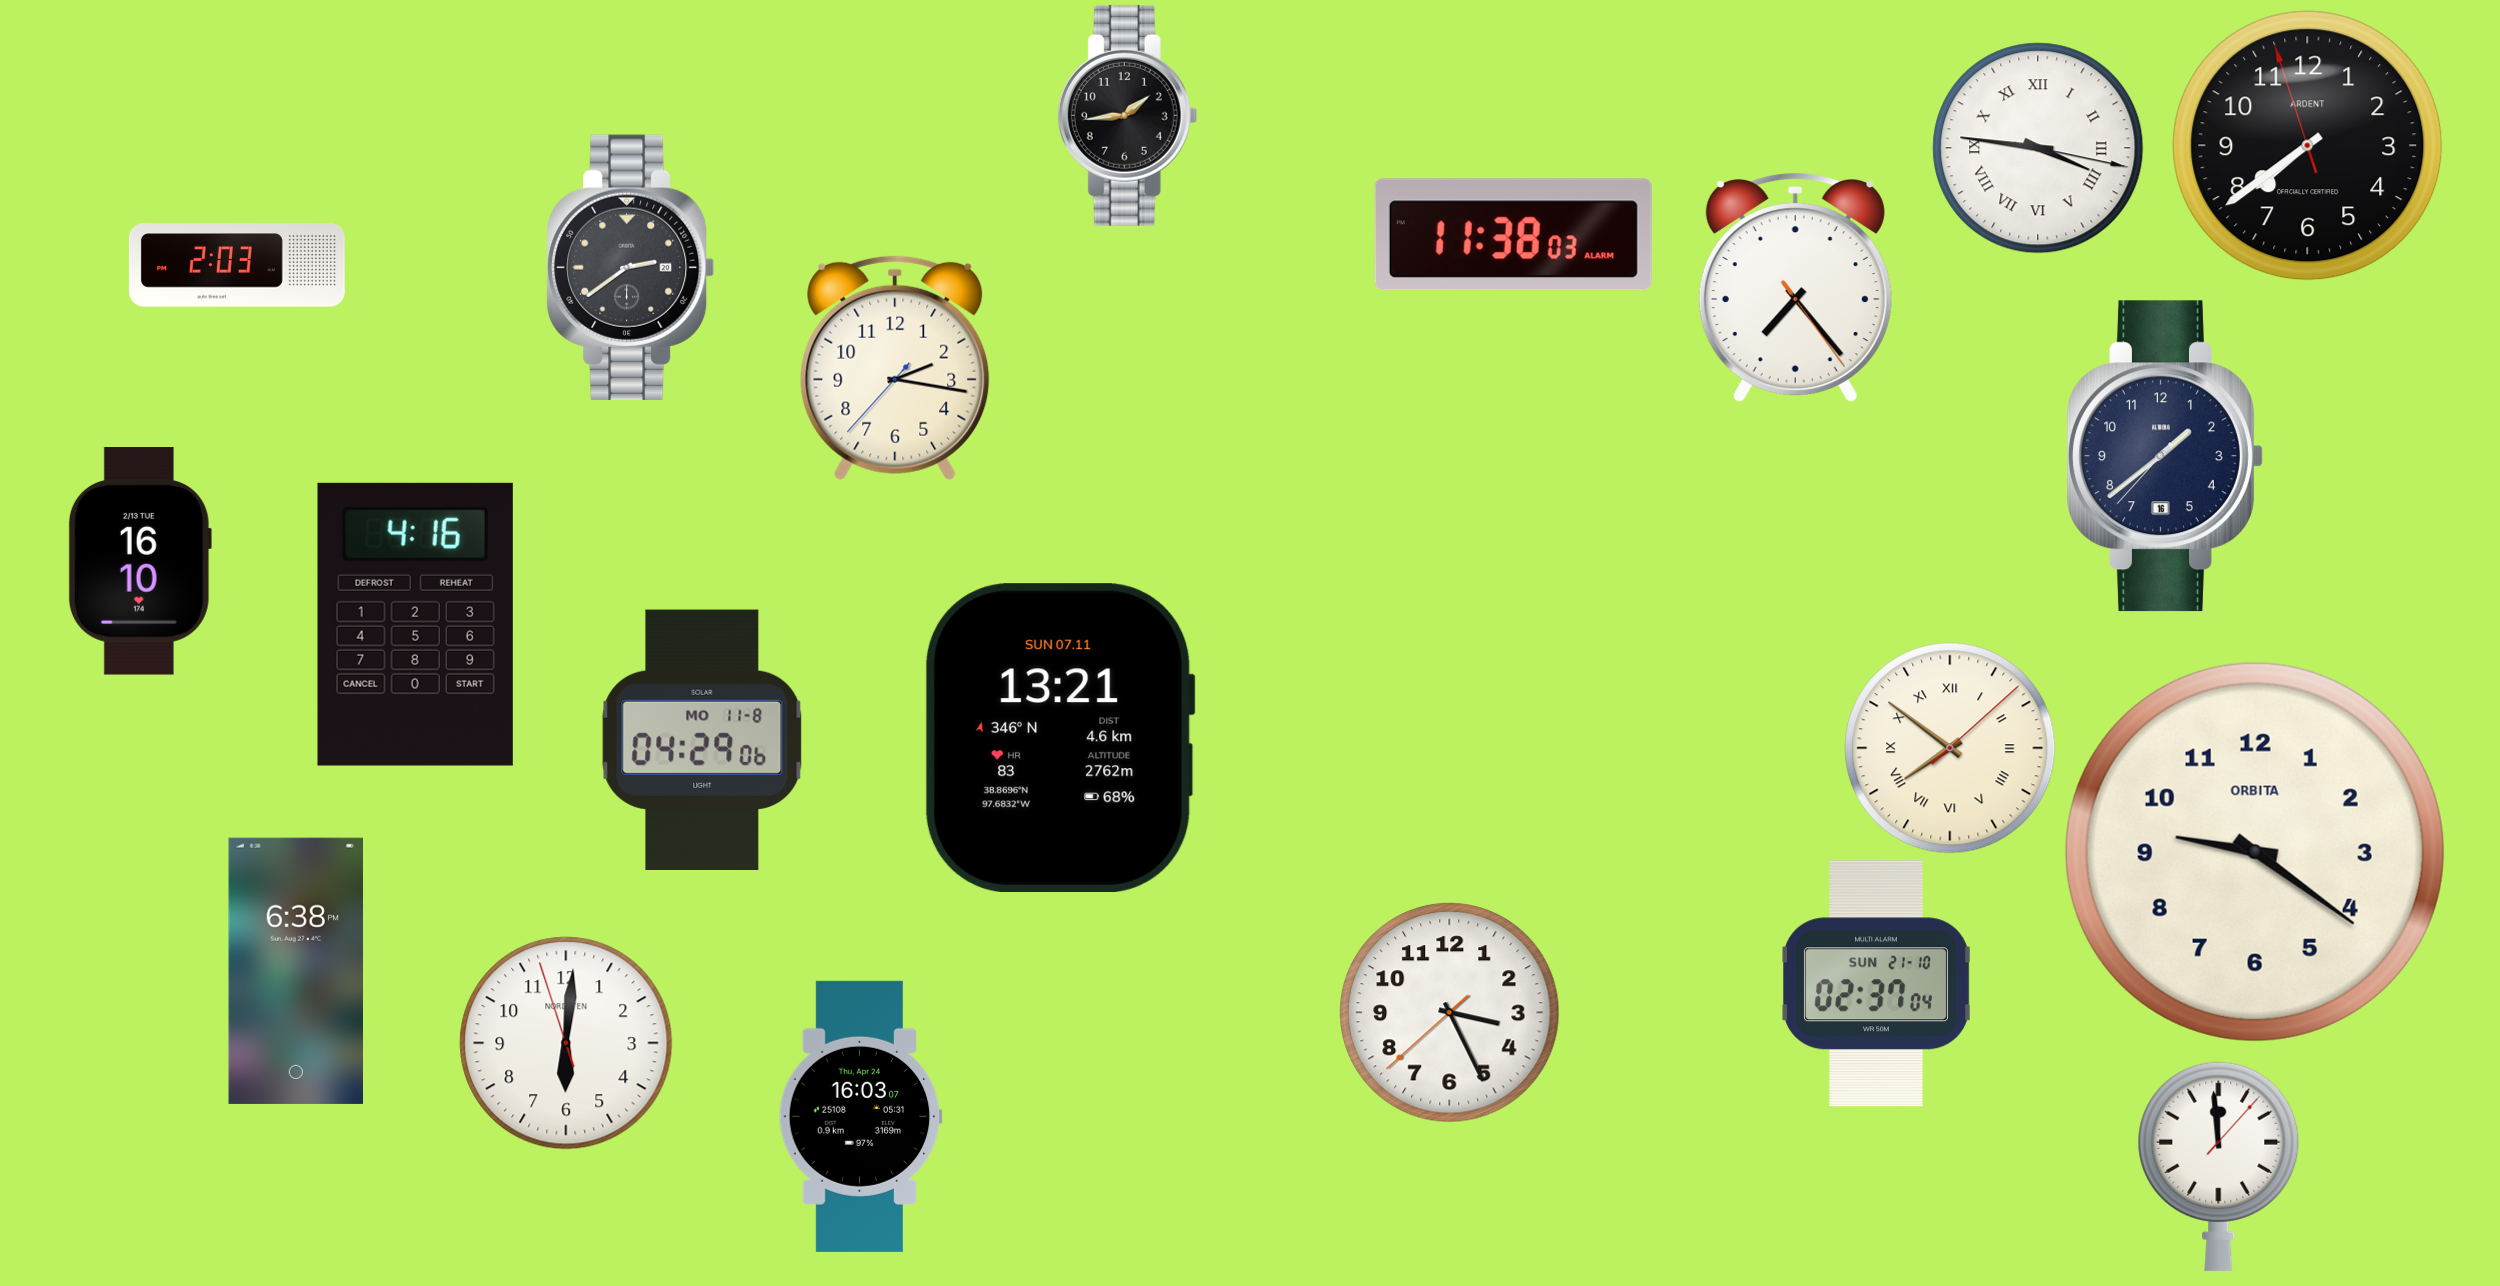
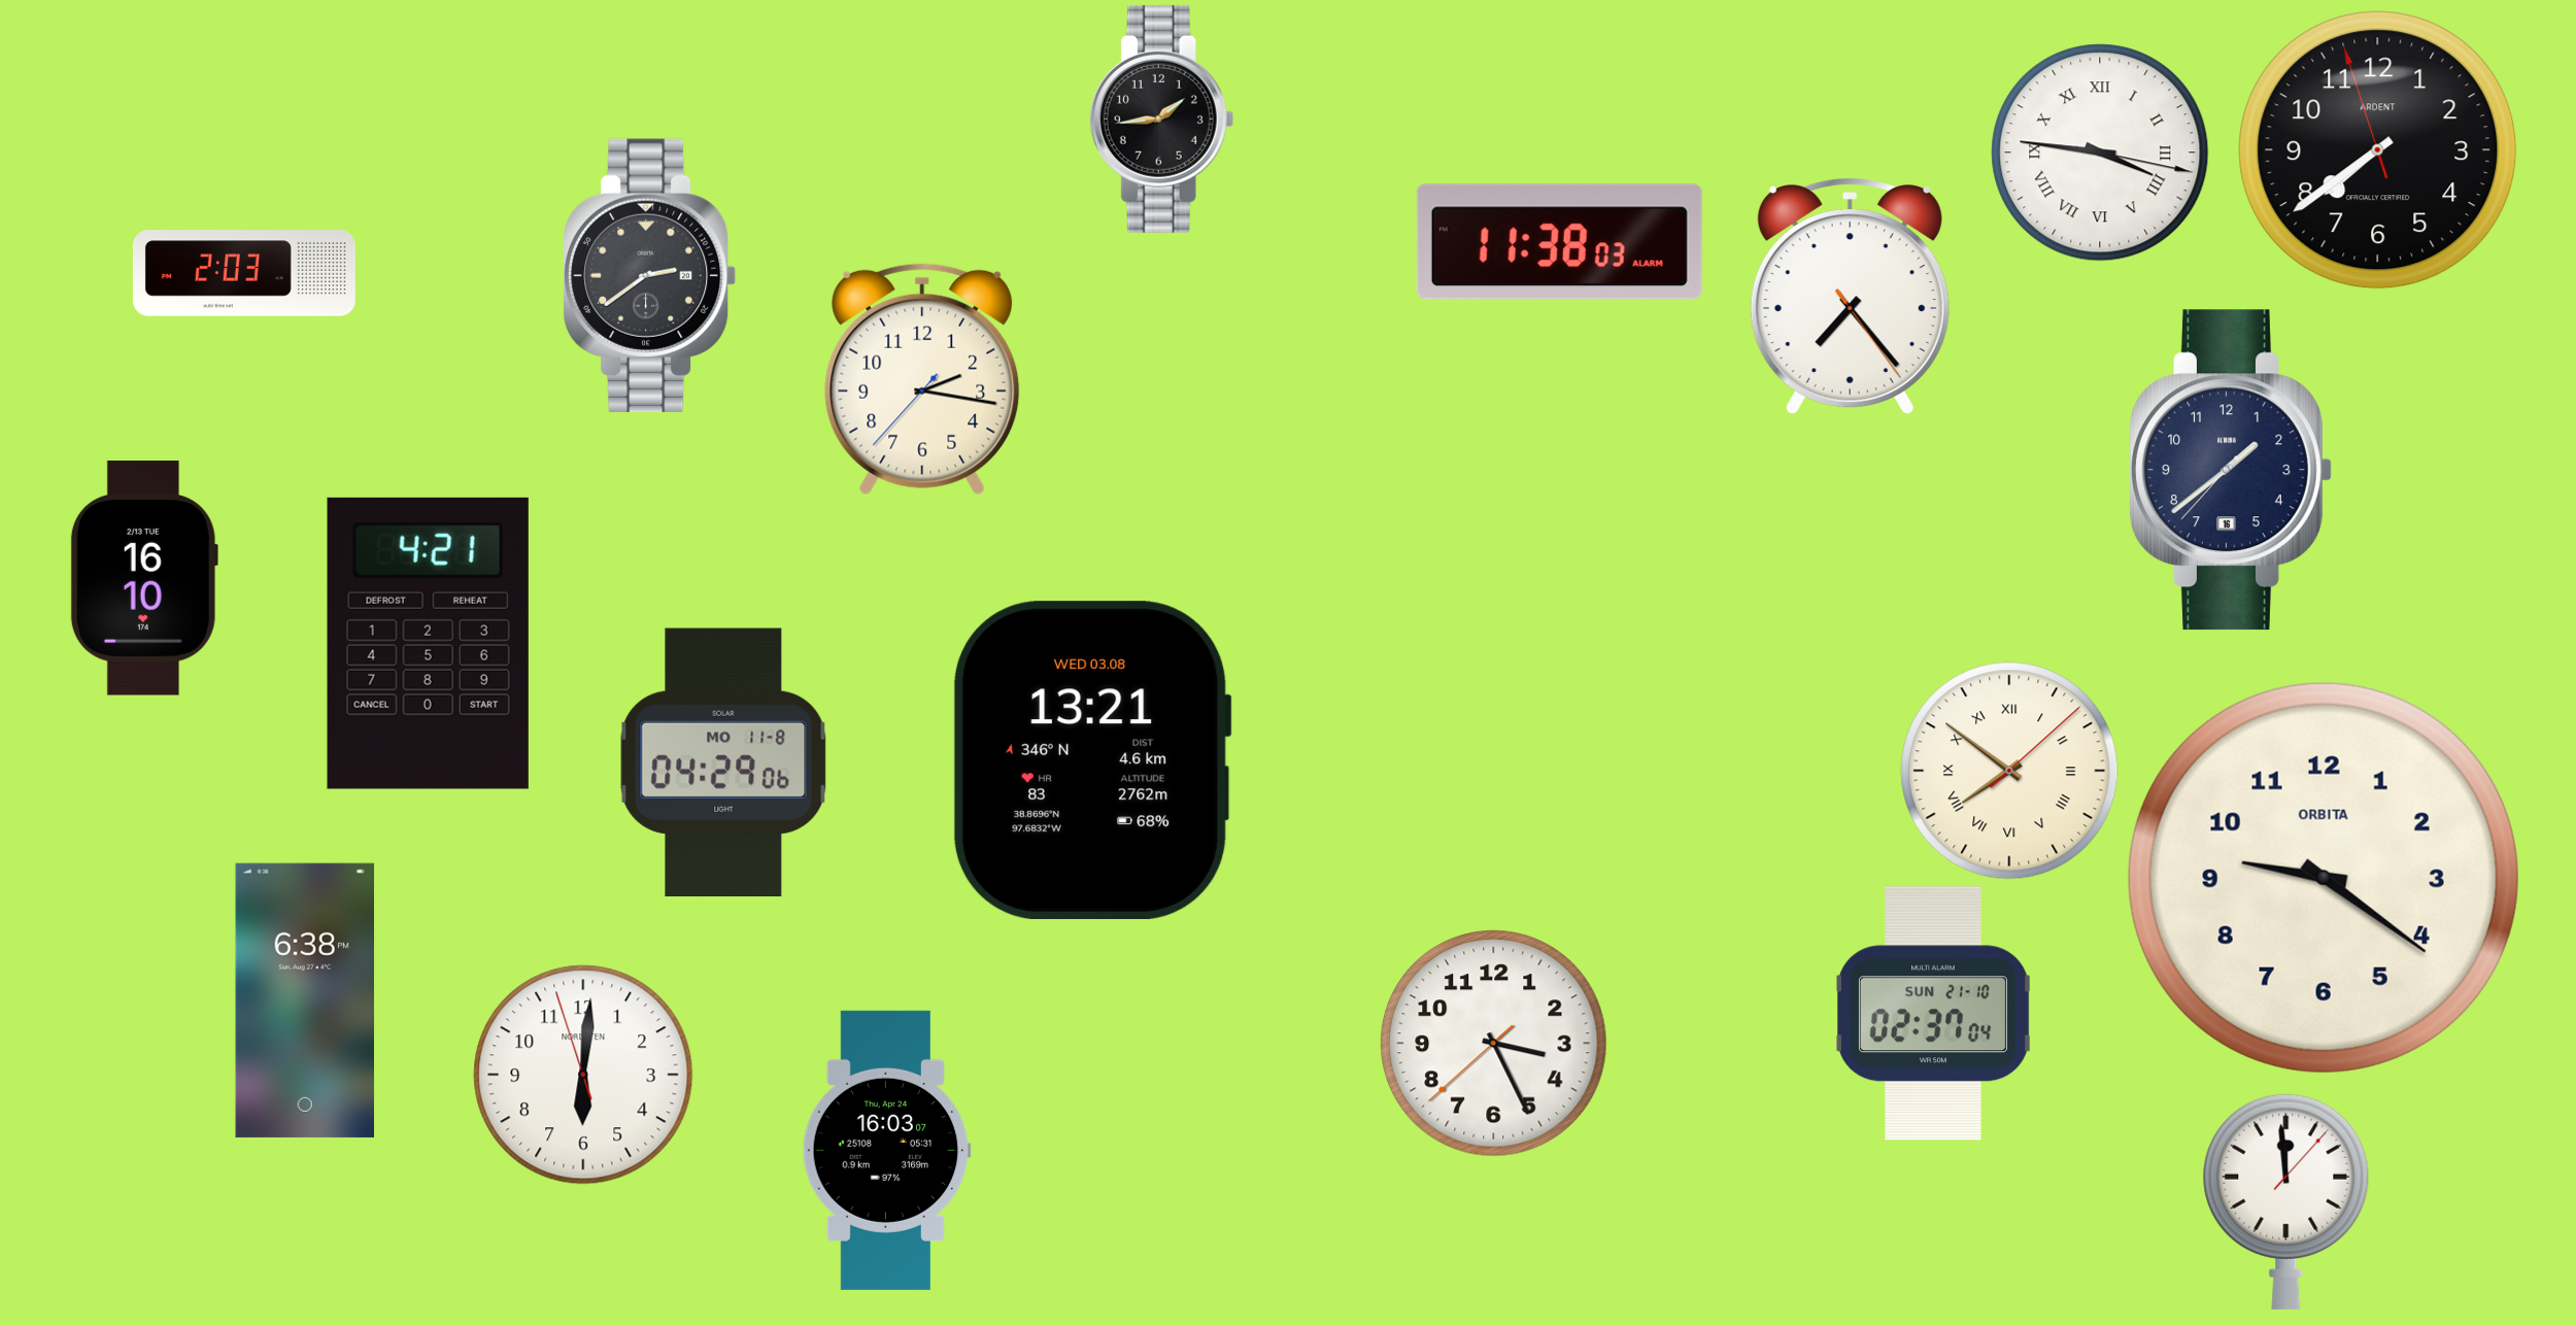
clock at (415, 624): 4:16 -> 4:21
clock at (1060, 737) date: SUN 07.11 -> WED 03.08
